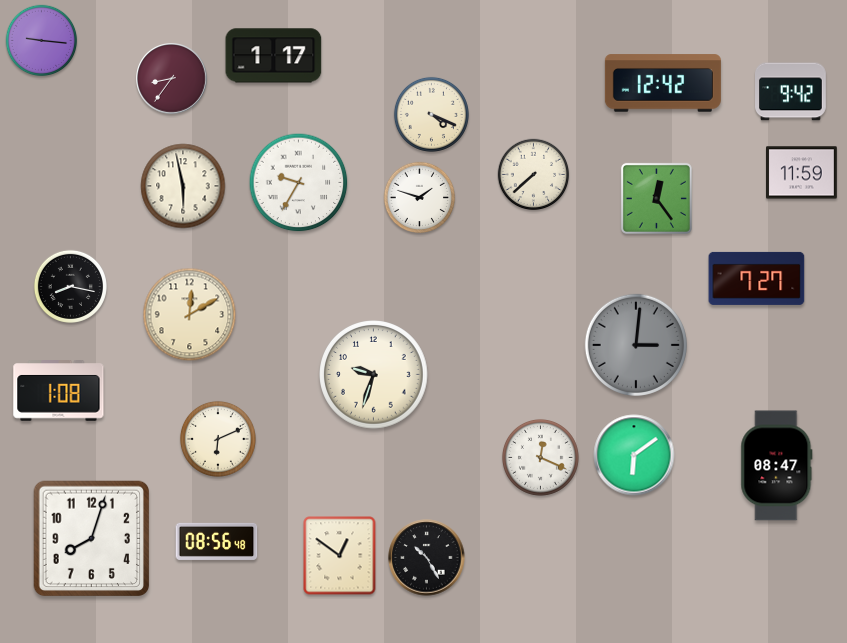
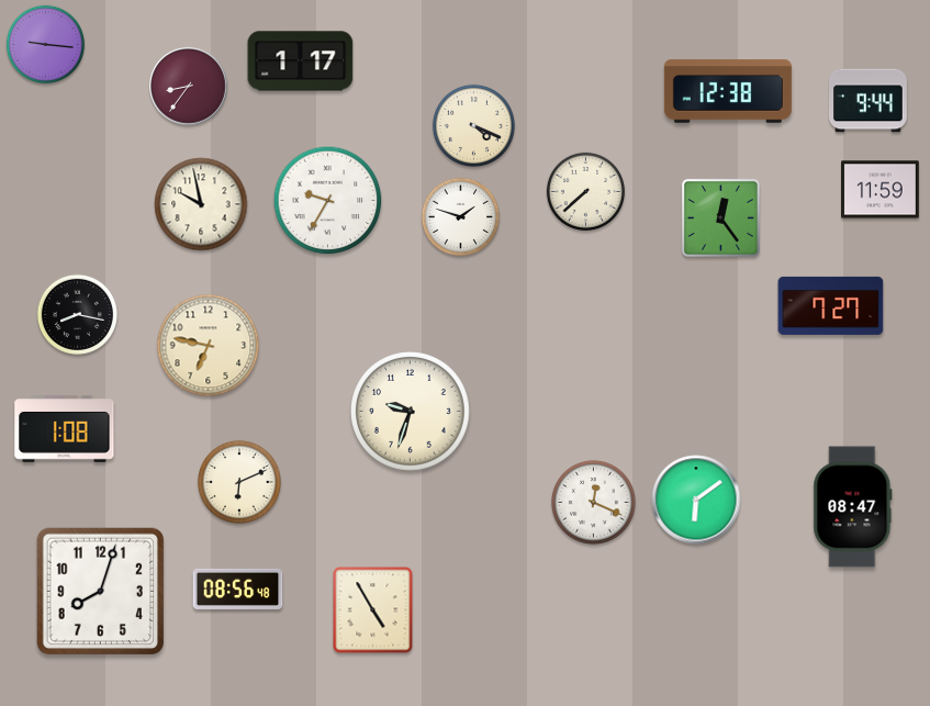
clock at (663, 83): 12:42 -> 12:38
clock at (791, 92): 9:42 -> 9:44
clock at (183, 186): 5:58 -> 9:58
clock at (190, 315): 12:10 -> 6:47
clock at (636, 345): 3:01 -> none
clock at (777, 466) position: (777, 466) -> (853, 507)
clock at (217, 541) position: (217, 541) -> (238, 589)
clock at (340, 556): 12:51 -> 4:55
clock at (427, 558): 10:25 -> none
